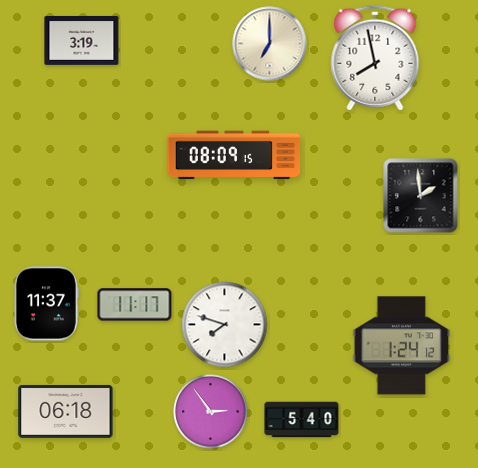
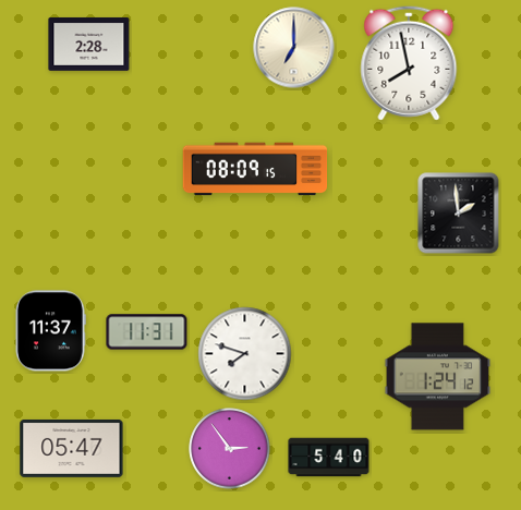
clock at (82, 40): 3:19 -> 2:28
clock at (135, 305): 11:17 -> 11:31
clock at (66, 411): 06:18 -> 05:47
